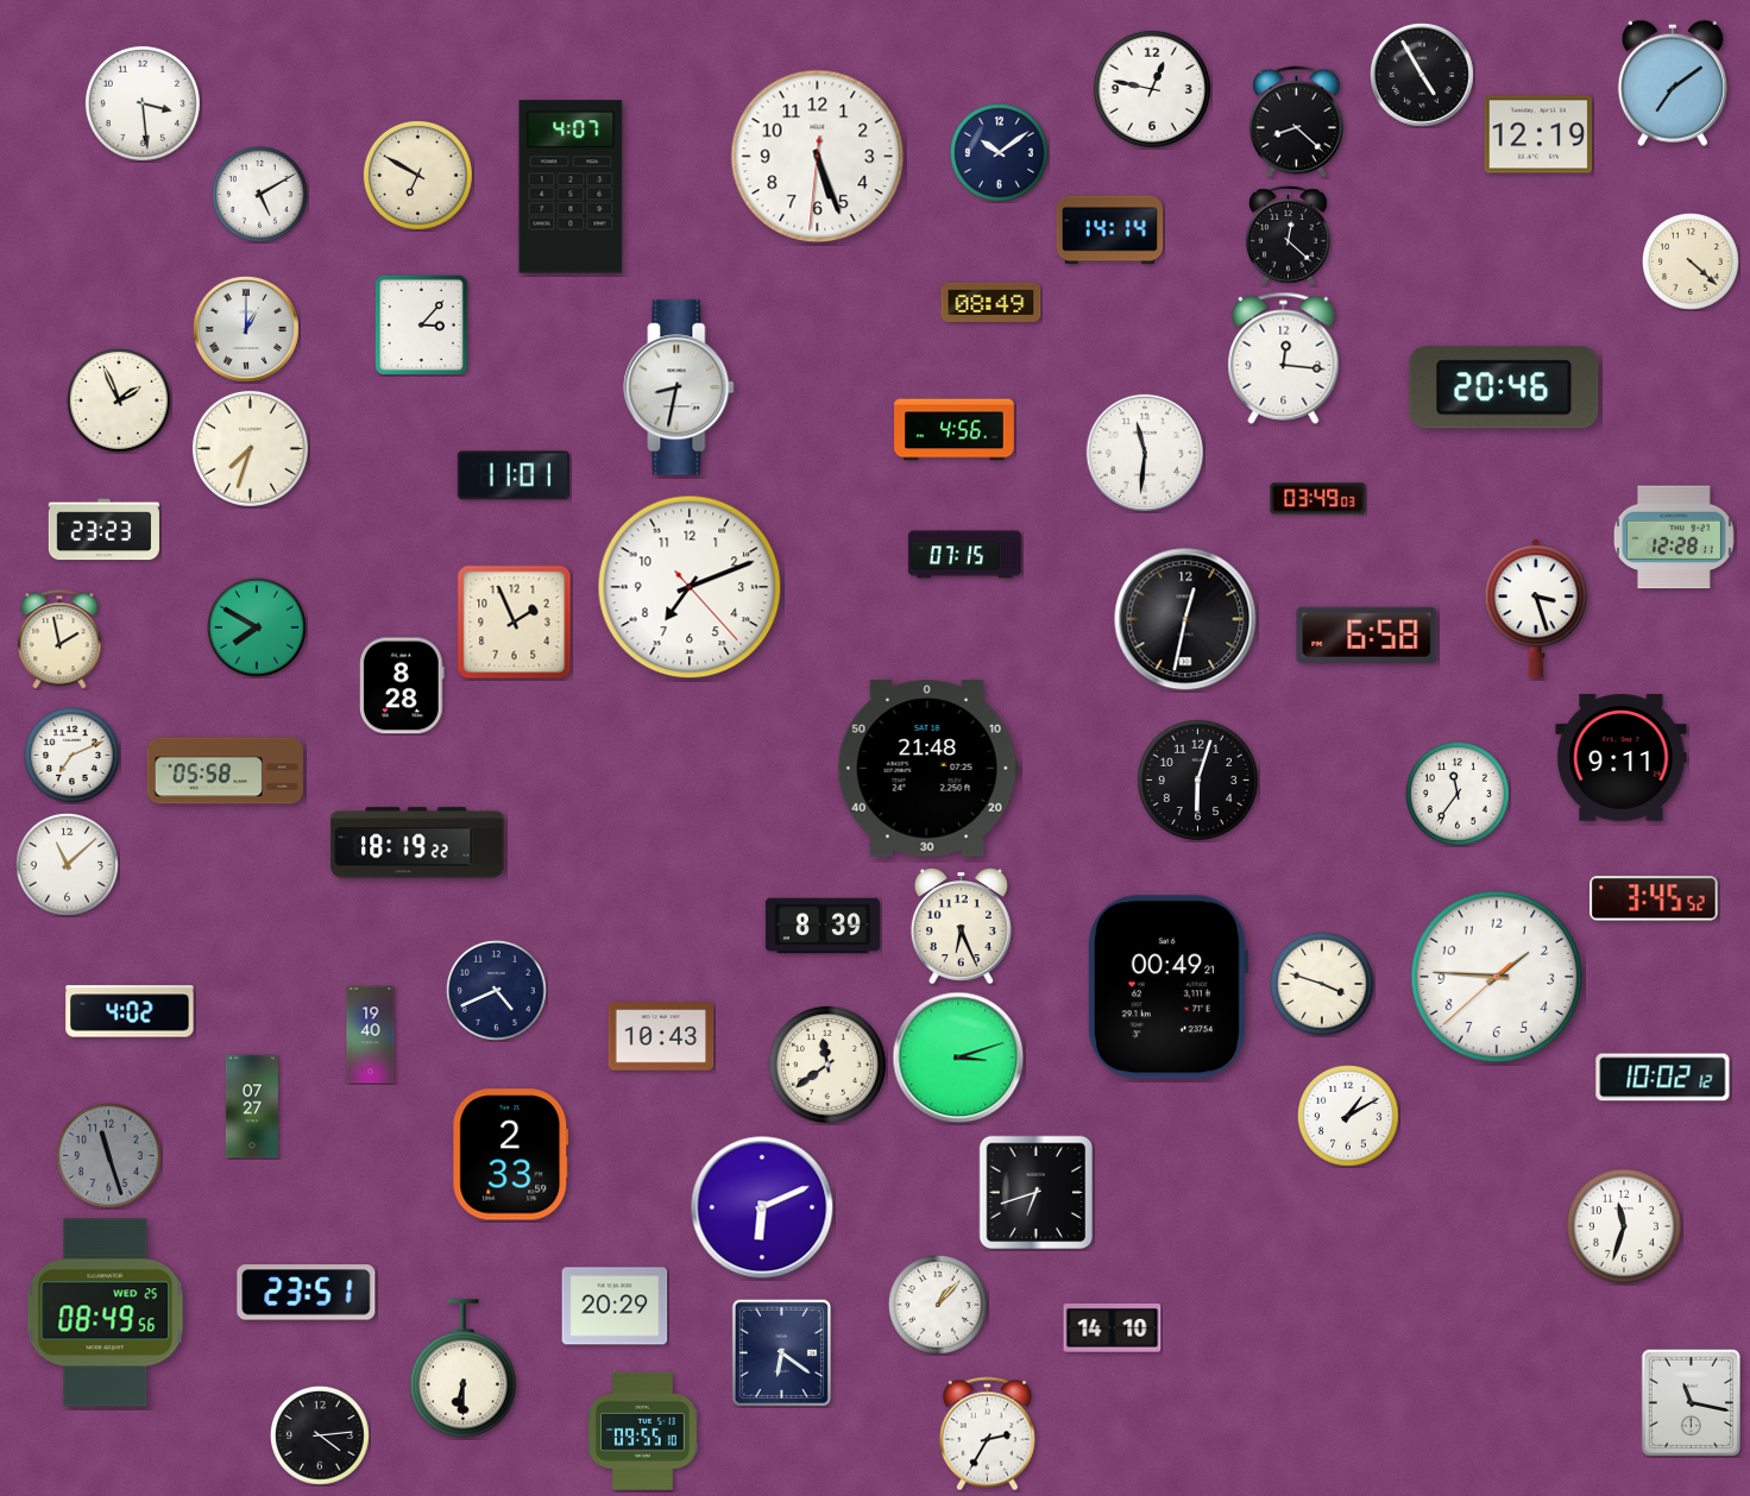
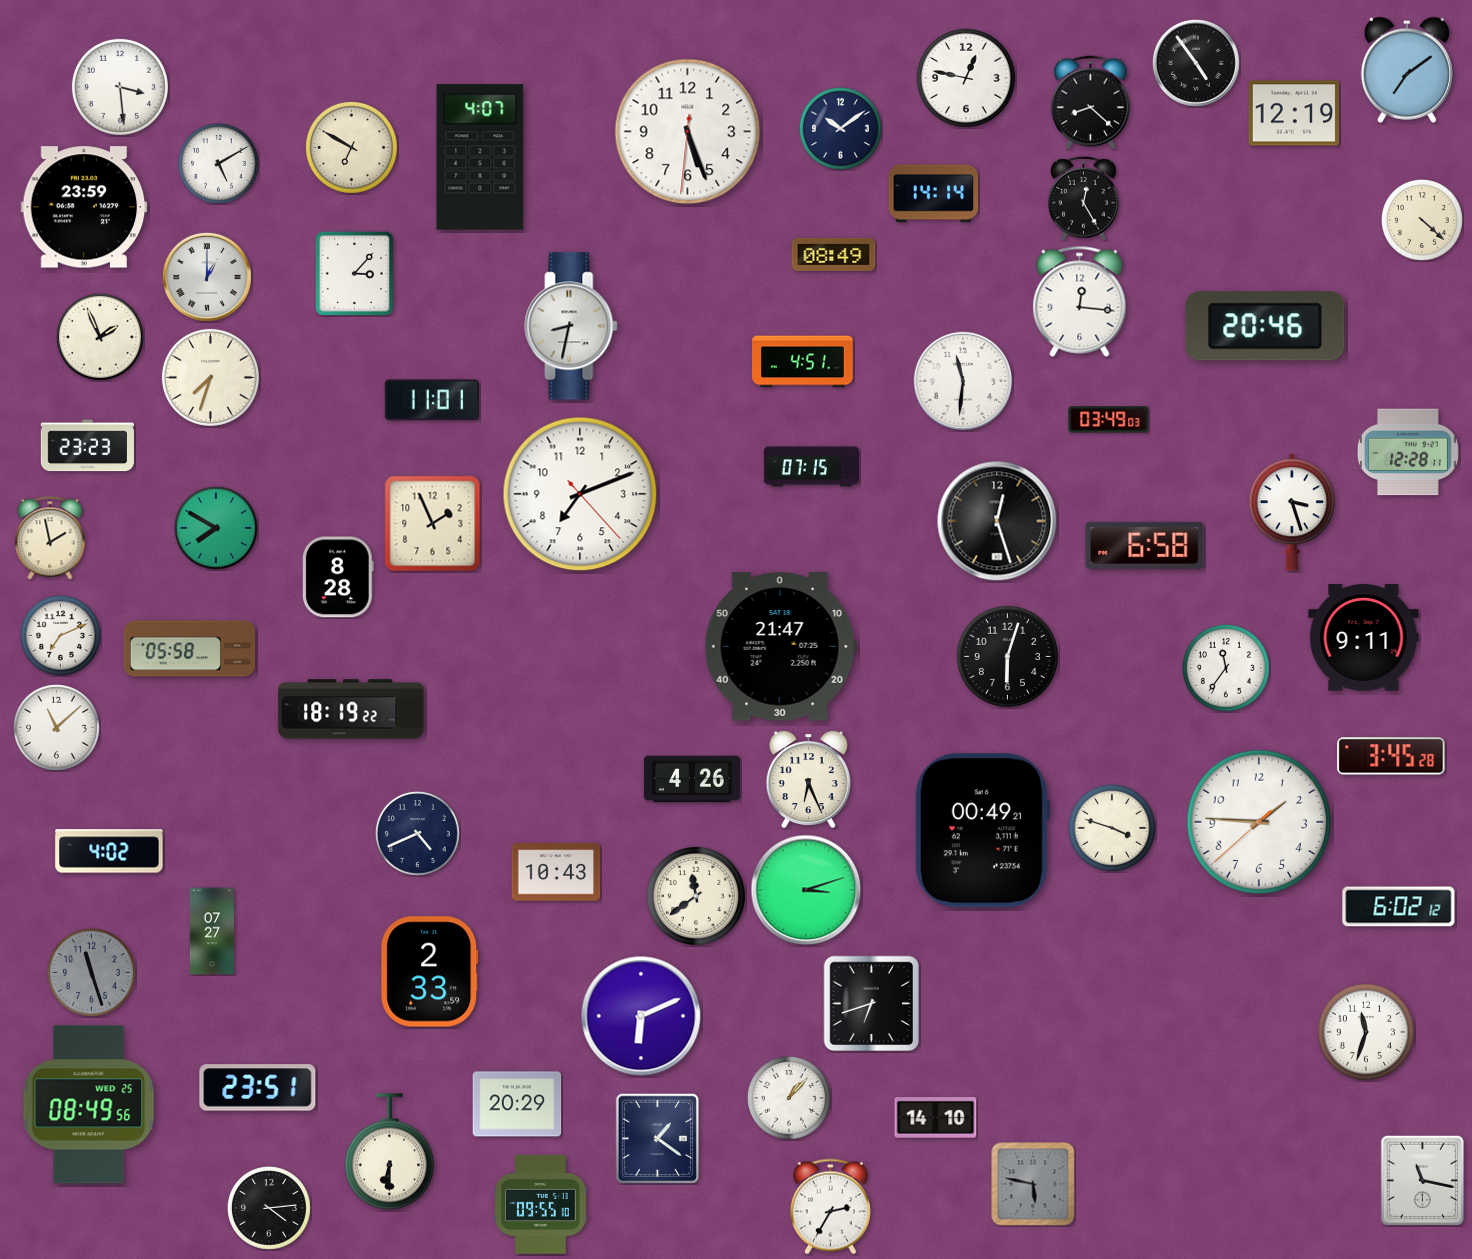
clock at (1422, 75): 4:55 -> 4:54
clock at (1152, 89) position: (1152, 89) -> (966, 78)
clock at (1289, 236): 12:22 -> 12:25
clock at (84, 207): none -> 23:59
clock at (955, 430): 4:56 -> 4:51
clock at (1185, 619): 12:32 -> 12:27
clock at (1367, 635) position: (1367, 635) -> (1145, 545)
clock at (927, 769): 21:48 -> 21:47
clock at (1654, 898): 3:45:52 -> 3:45:28
clock at (823, 926): 8:39 -> 4:26
clock at (371, 1035): 19:40 -> none
clock at (1663, 1078): 10:02 -> 6:02
clock at (1348, 1116): 1:10 -> none
clock at (615, 1306) position: (615, 1306) -> (517, 1104)
clock at (781, 1352): 6:21 -> 1:21
clock at (1033, 1184): none -> 5:47
